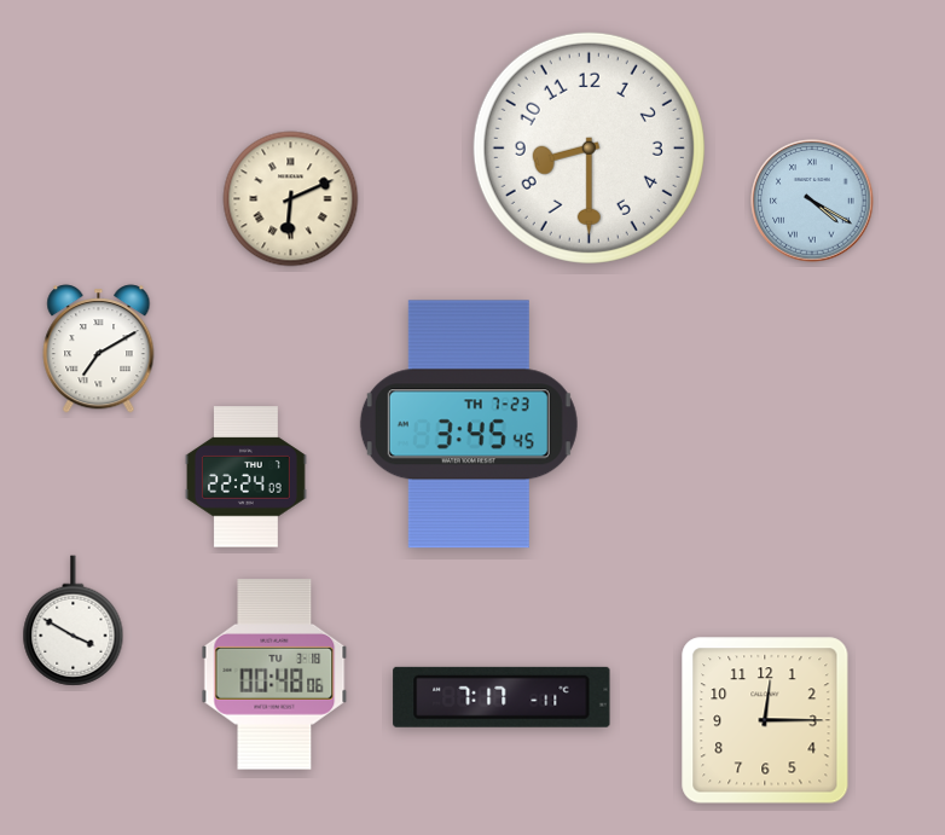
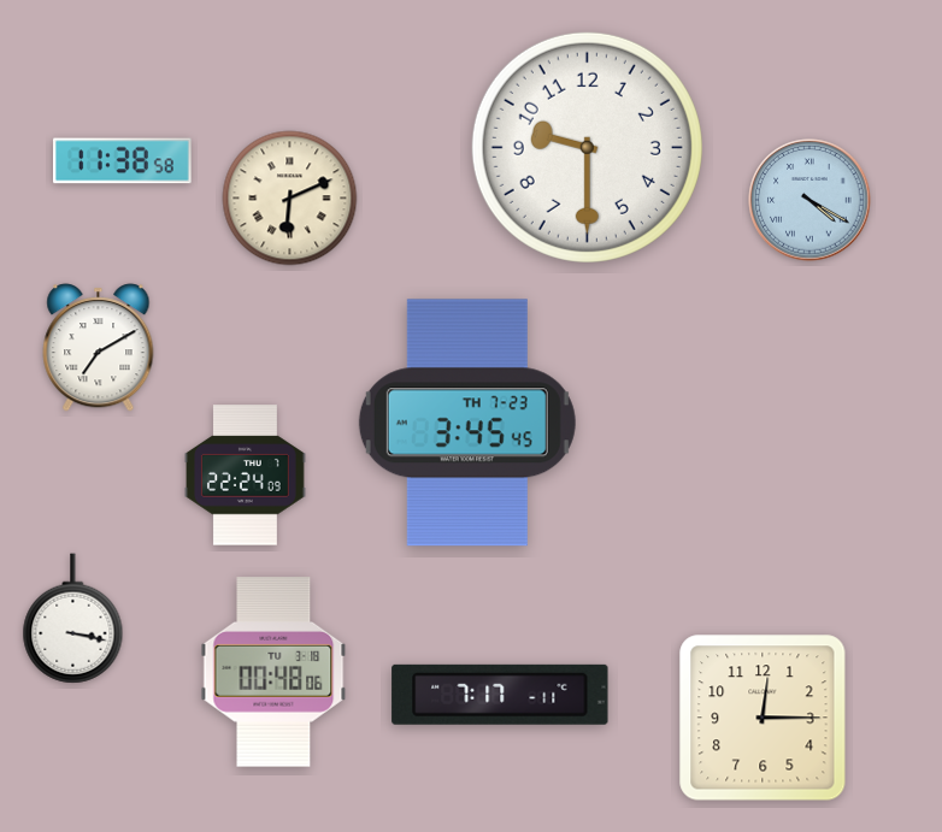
clock at (589, 147): 8:30 -> 9:30
clock at (123, 161): none -> 11:38
clock at (74, 621): 3:50 -> 3:17
